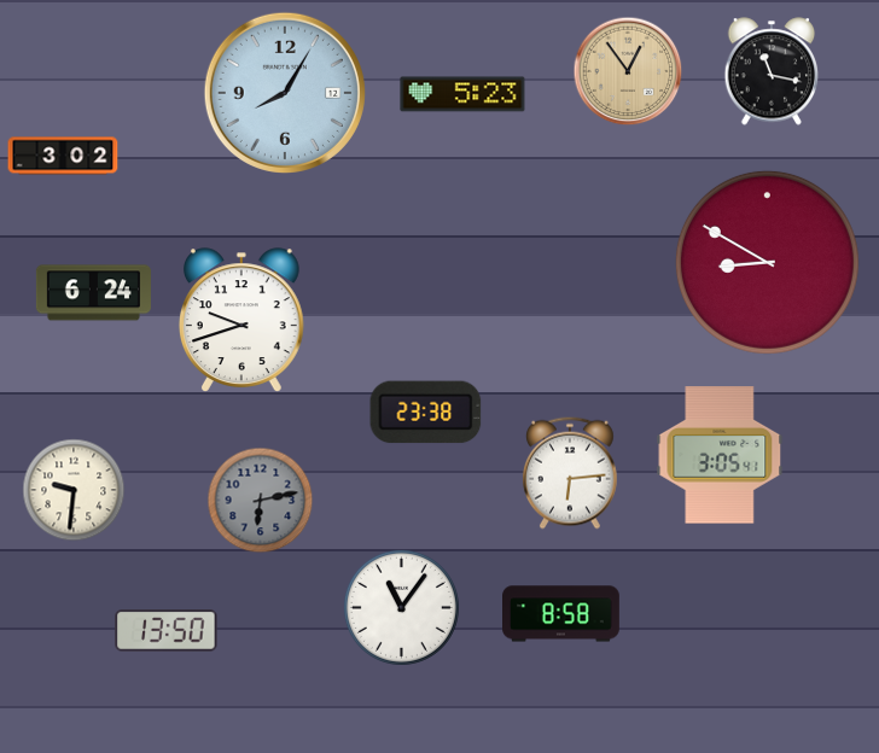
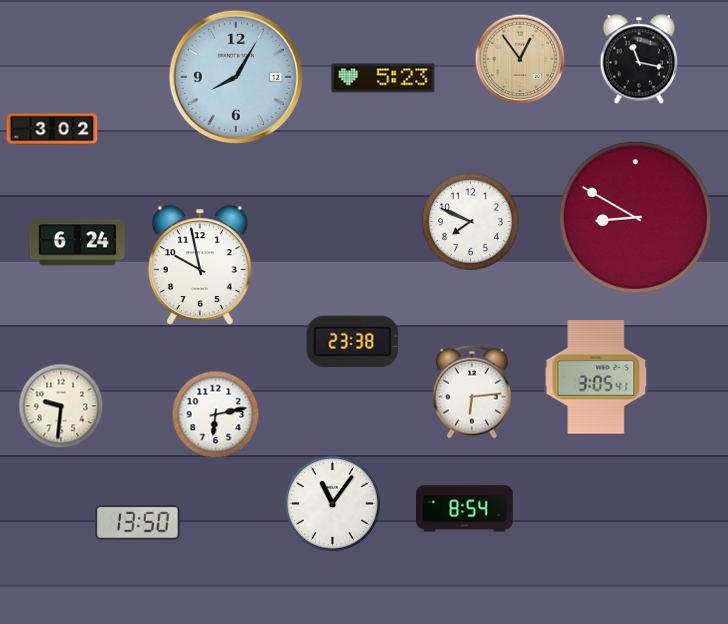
clock at (470, 221): none -> 7:49
clock at (241, 320): 9:42 -> 9:58
clock at (261, 501) dial: grey -> white
clock at (561, 614): 8:58 -> 8:54
